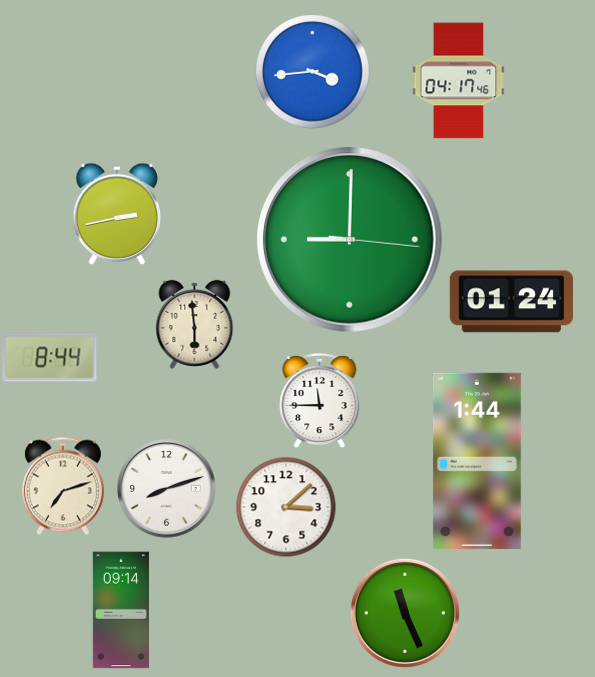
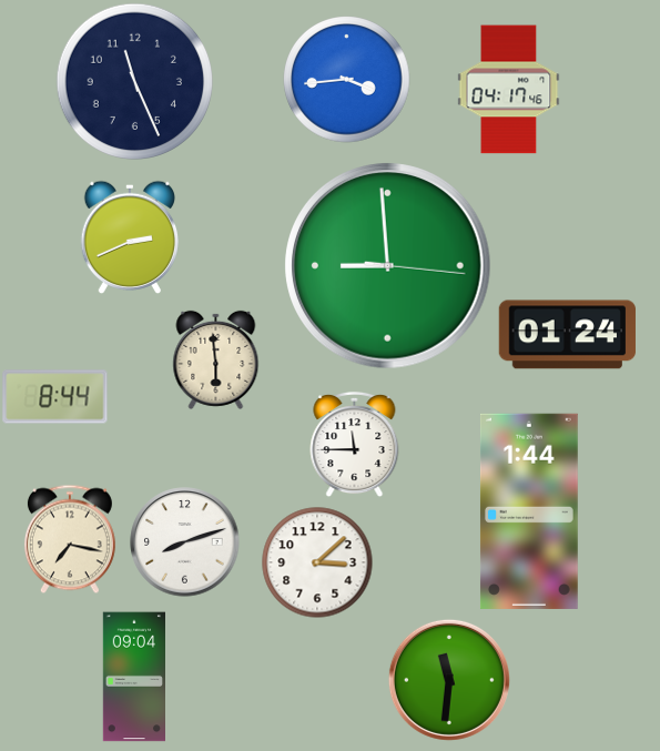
clock at (134, 81): none -> 11:26
clock at (116, 214): 2:43 -> 2:41
clock at (350, 240): 9:00 -> 8:59
clock at (63, 486): 7:12 -> 7:17
clock at (120, 610): 09:14 -> 09:04
clock at (405, 613): 11:26 -> 11:31
